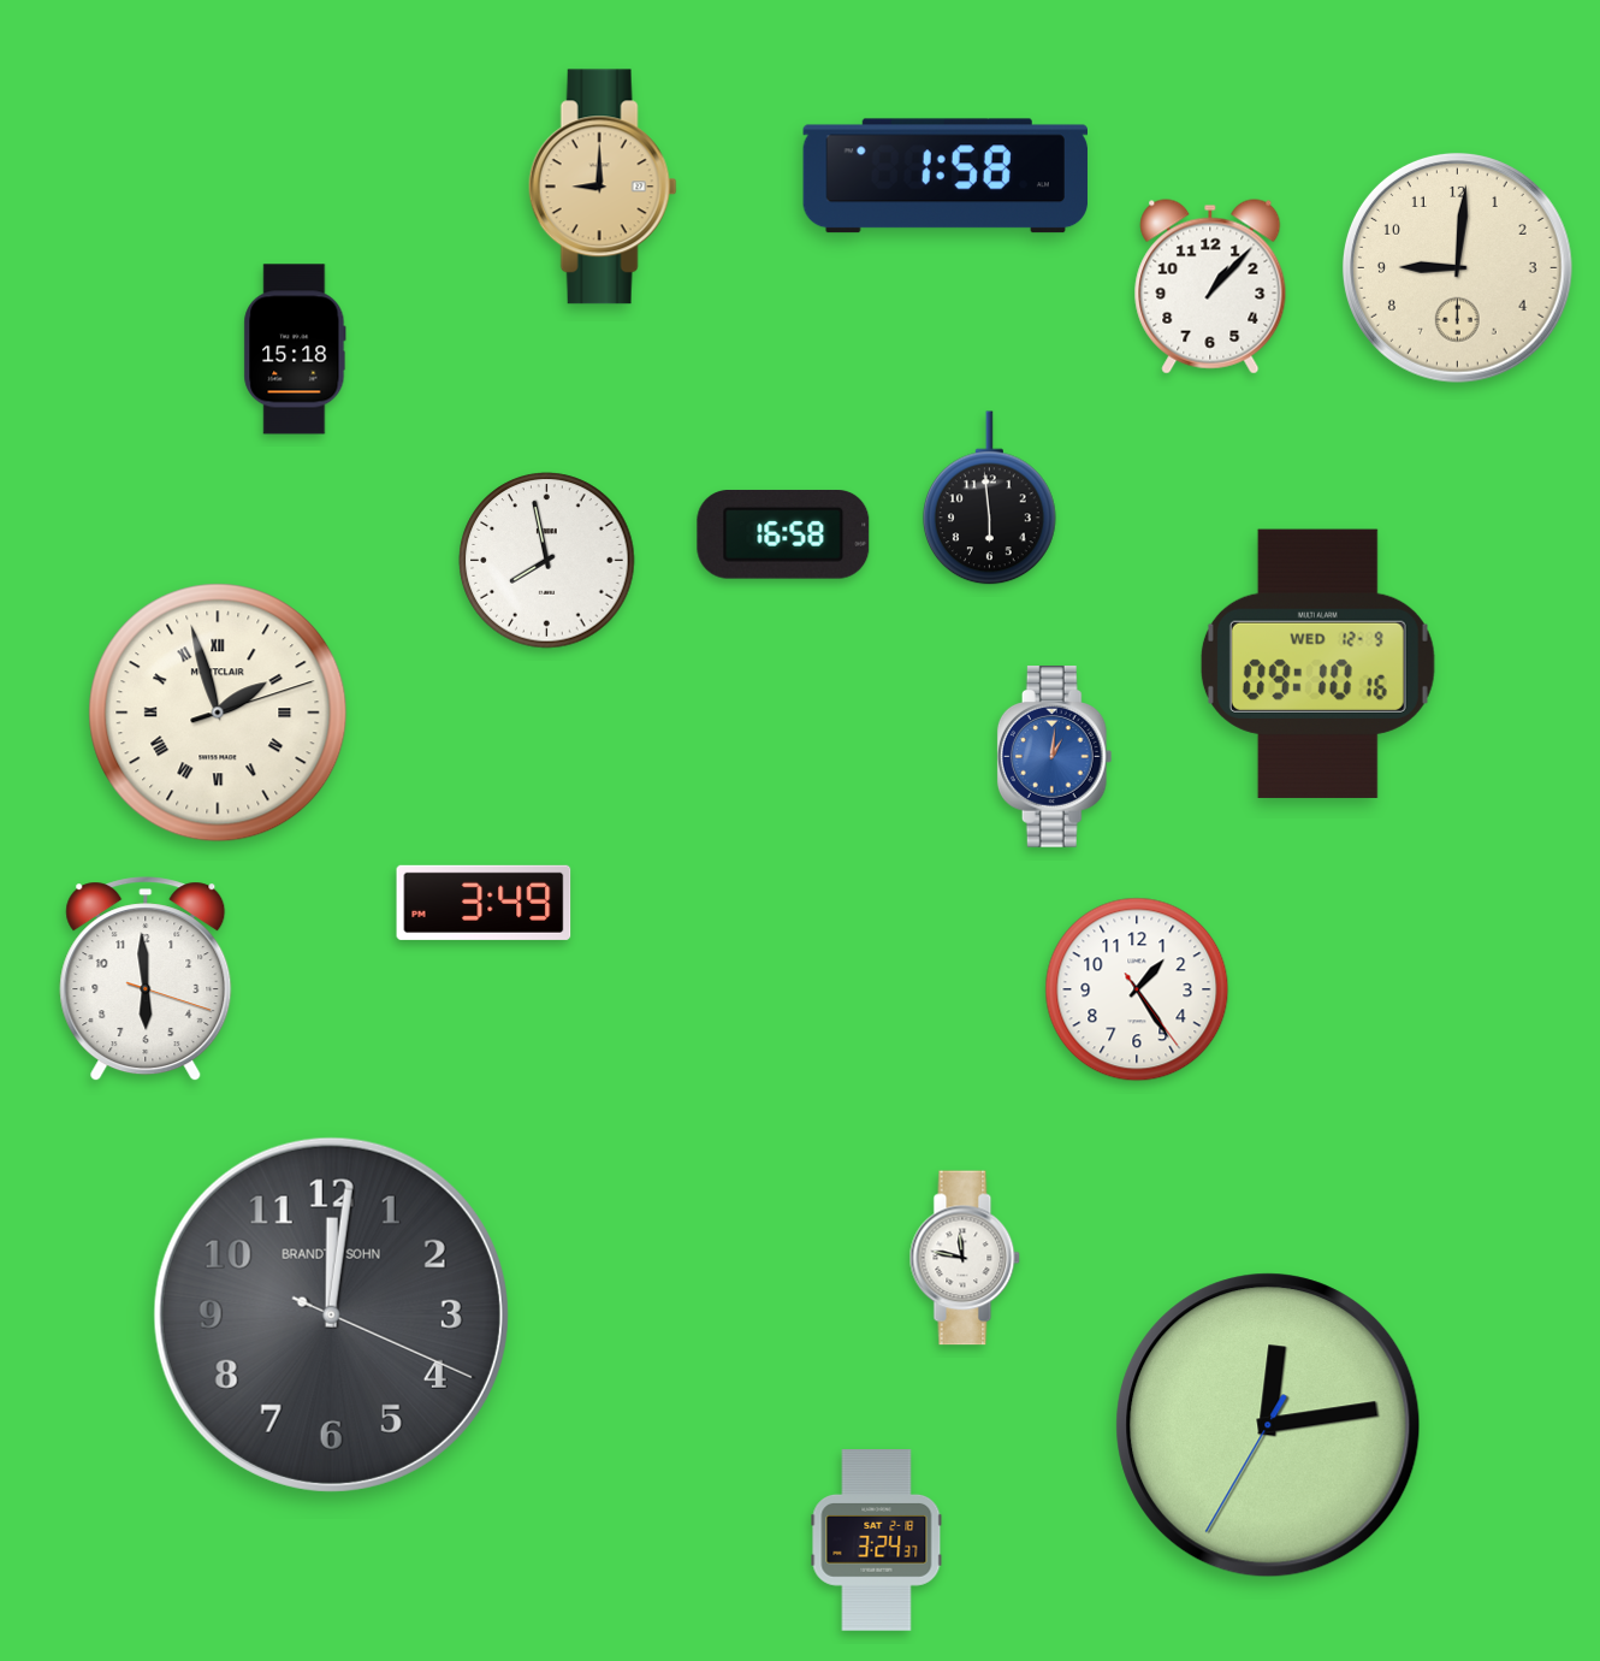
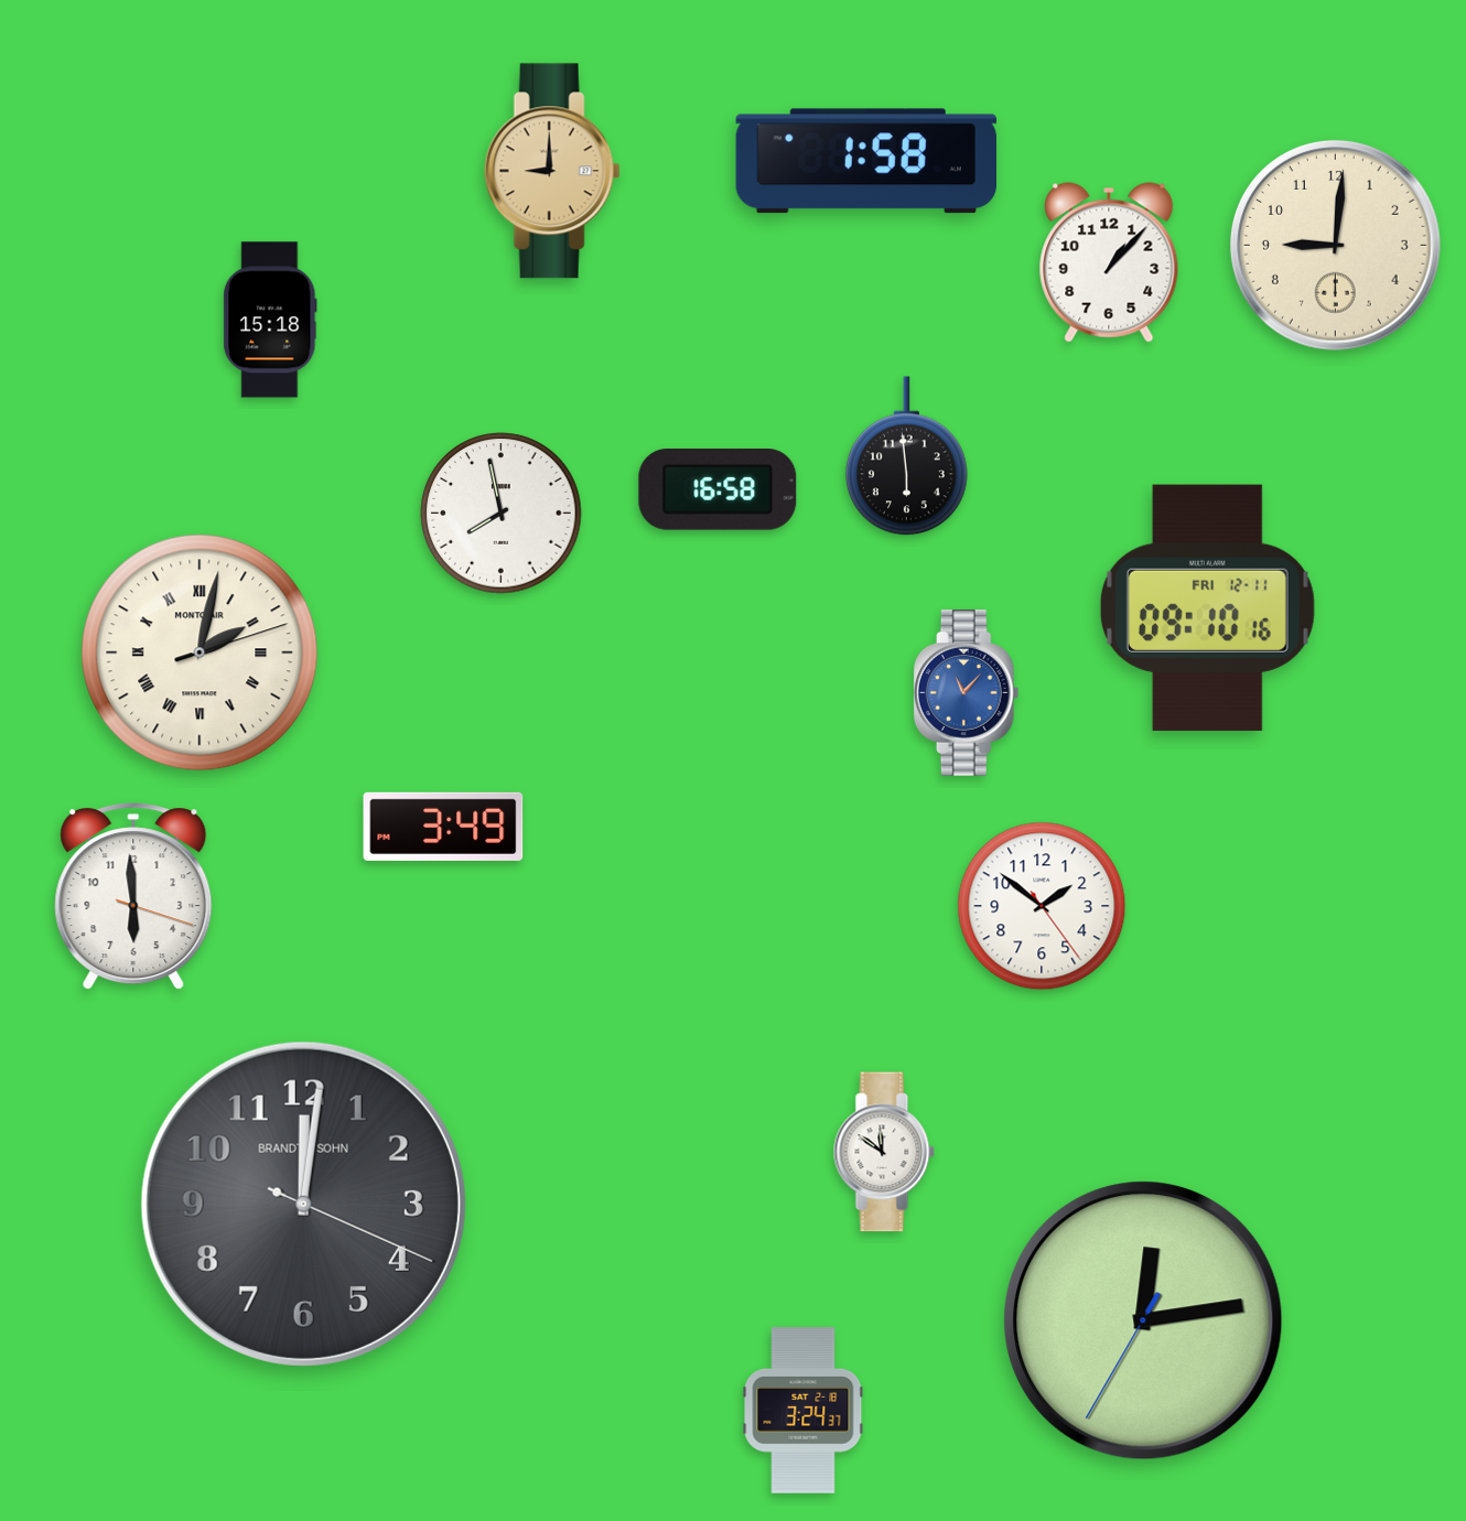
clock at (1317, 663) date: WED 12-9 -> FRI 12-11
clock at (218, 713): 1:57 -> 2:02
clock at (1055, 757): 1:01 -> 11:07
clock at (1137, 989): 1:24 -> 1:51
clock at (965, 1258): 11:47 -> 11:51
clock at (1268, 1425) position: (1268, 1425) -> (1143, 1320)
